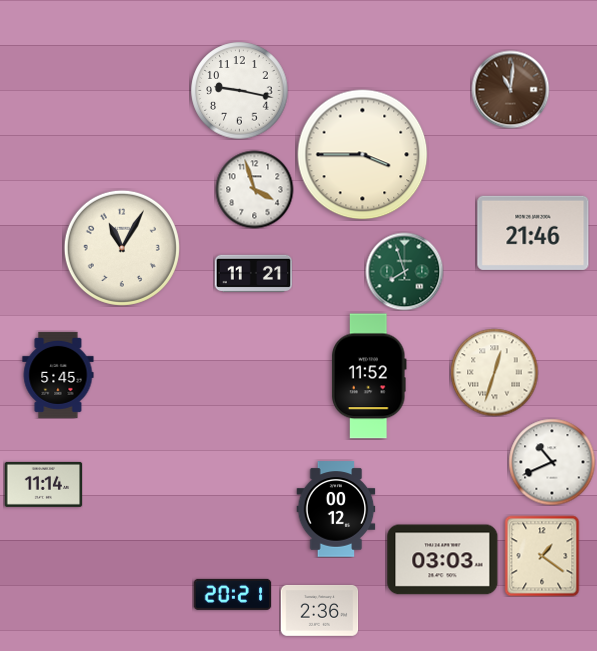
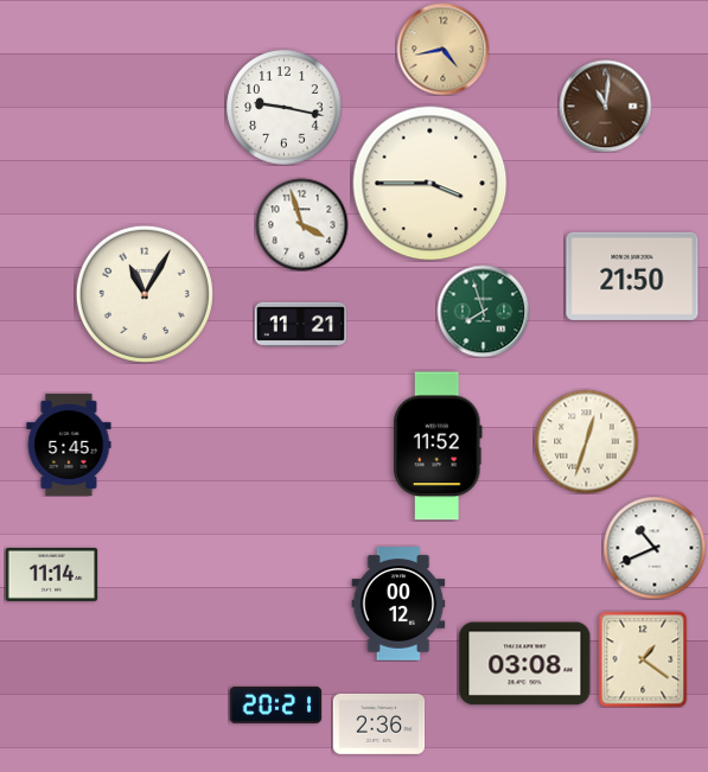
clock at (442, 49): none -> 4:43
clock at (533, 233): 21:46 -> 21:50
clock at (404, 271) position: (404, 271) -> (483, 311)
clock at (443, 560): 03:03 -> 03:08
